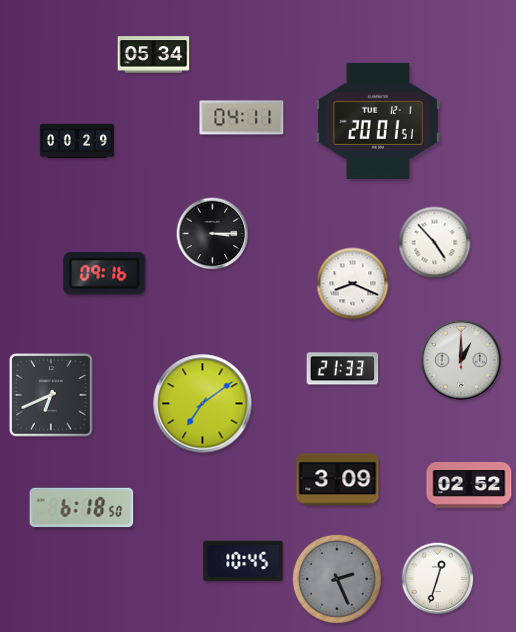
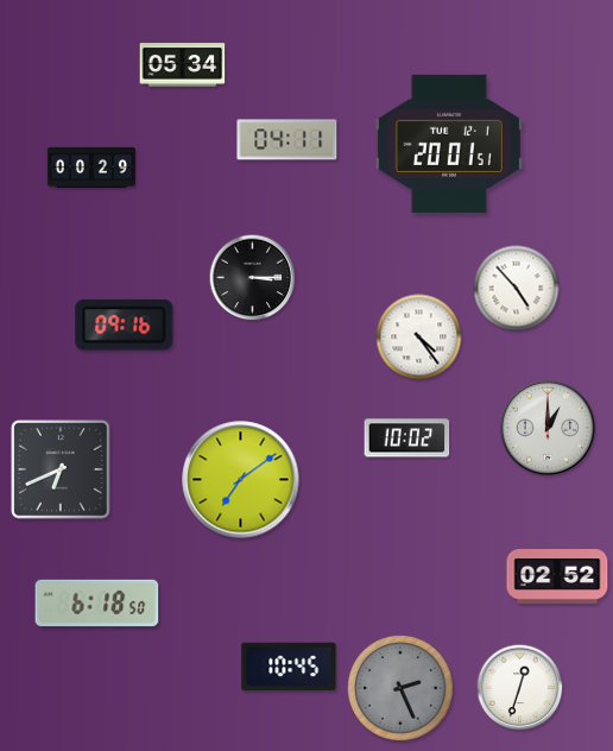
clock at (353, 284): 8:19 -> 4:24
clock at (343, 369): 21:33 -> 10:02
clock at (338, 480): 3:09 -> none
